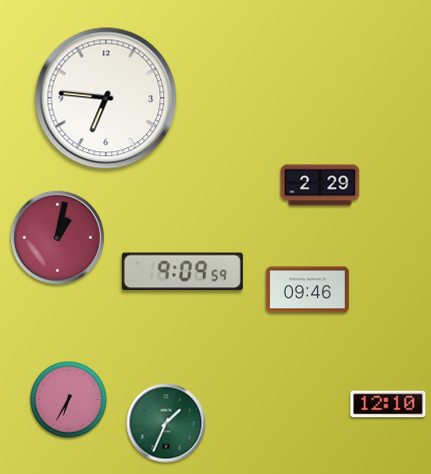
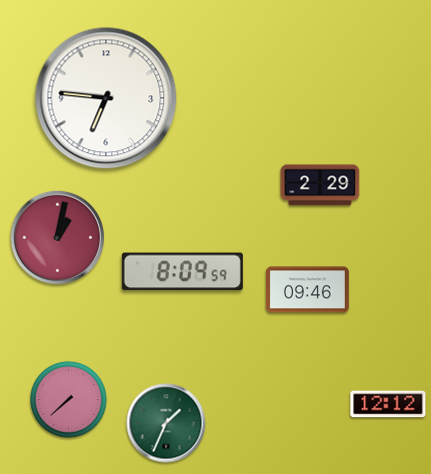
clock at (182, 272): 9:09 -> 8:09
clock at (69, 400): 6:35 -> 7:38
clock at (388, 404): 12:10 -> 12:12
